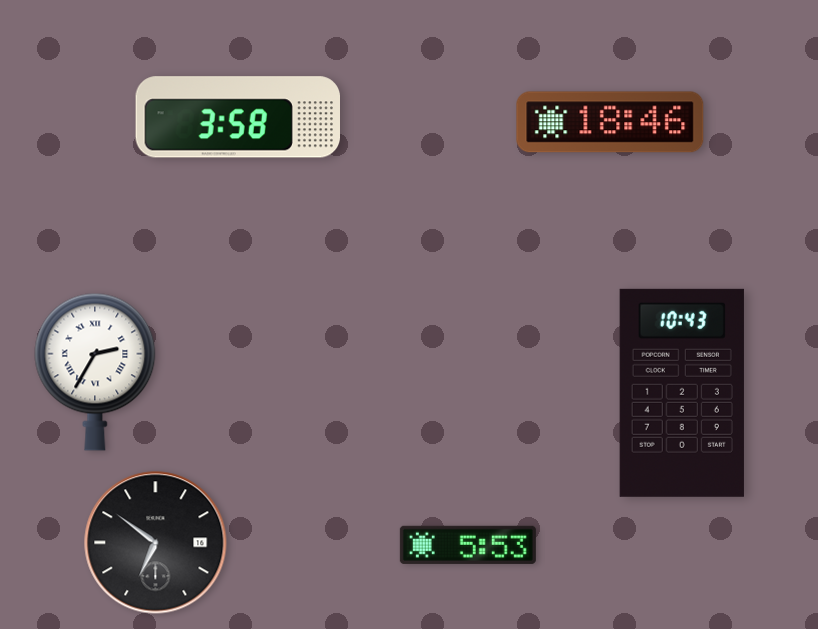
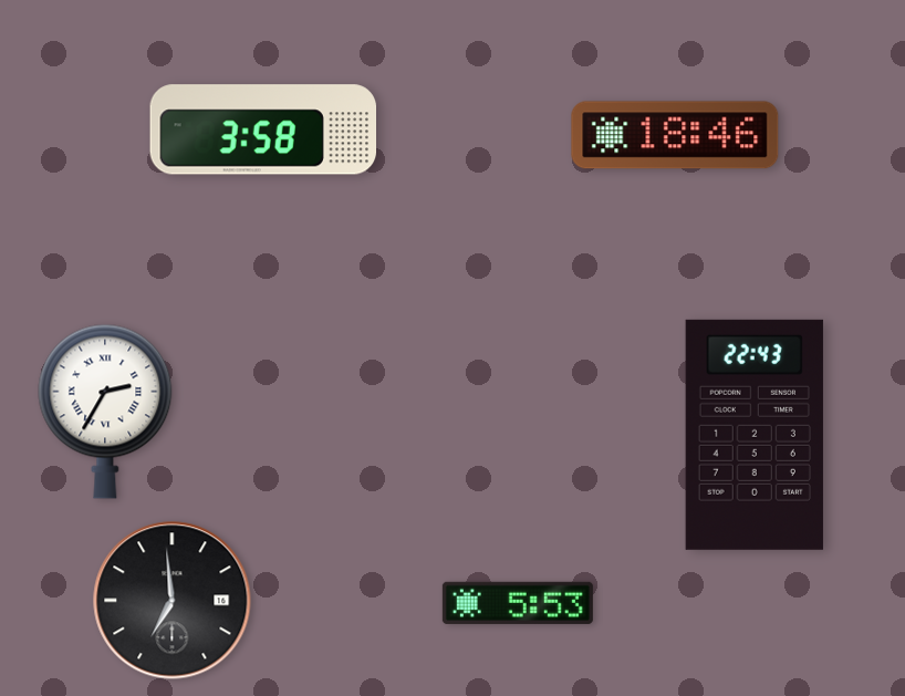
clock at (682, 393): 10:43 -> 22:43
clock at (156, 543): 6:51 -> 6:59
